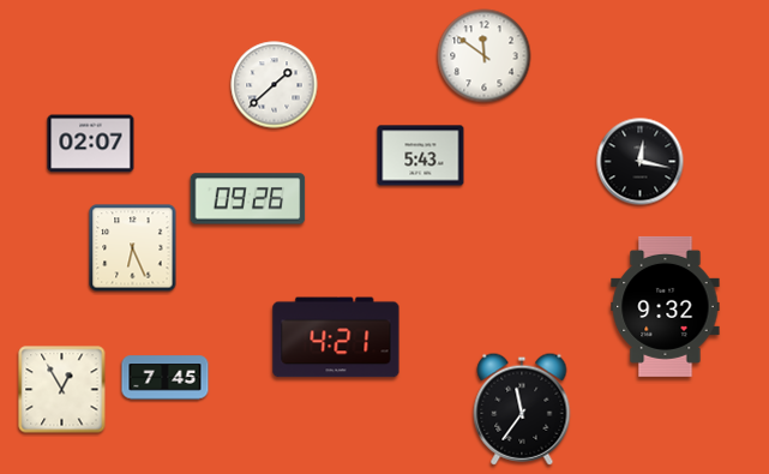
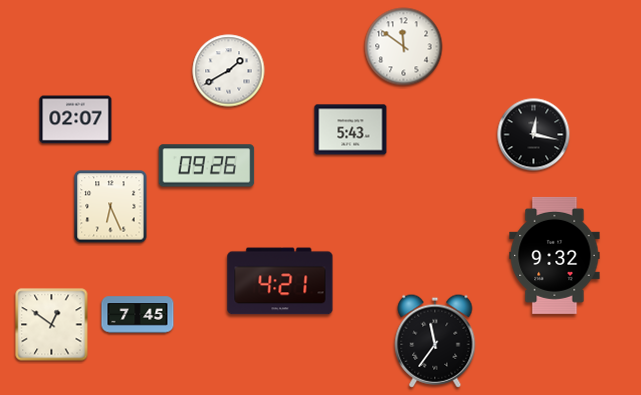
clock at (275, 85): 1:38 -> 1:40
clock at (62, 390): 12:55 -> 12:51
